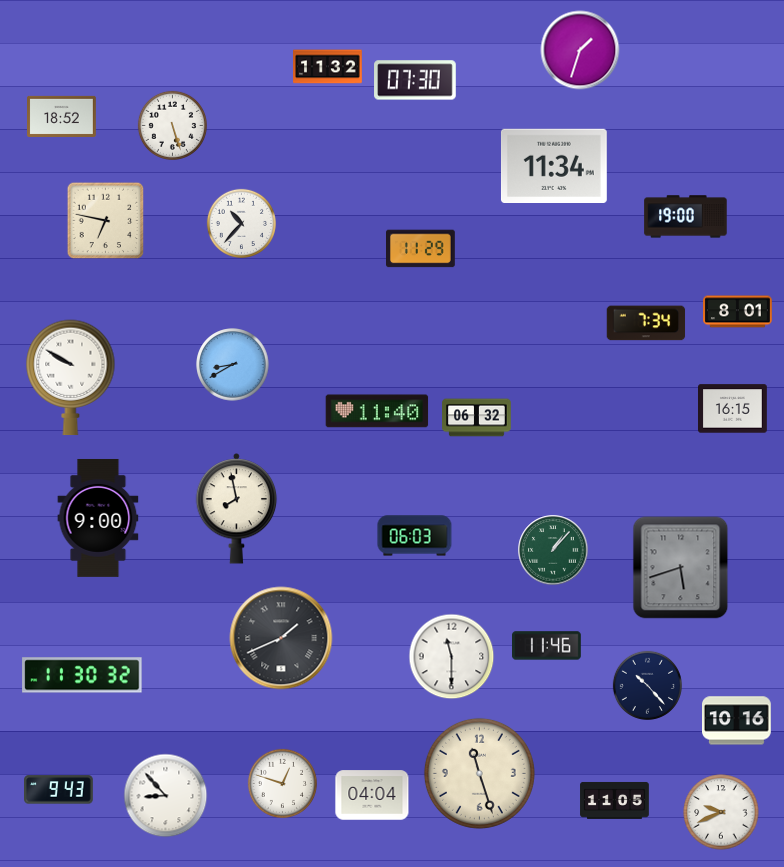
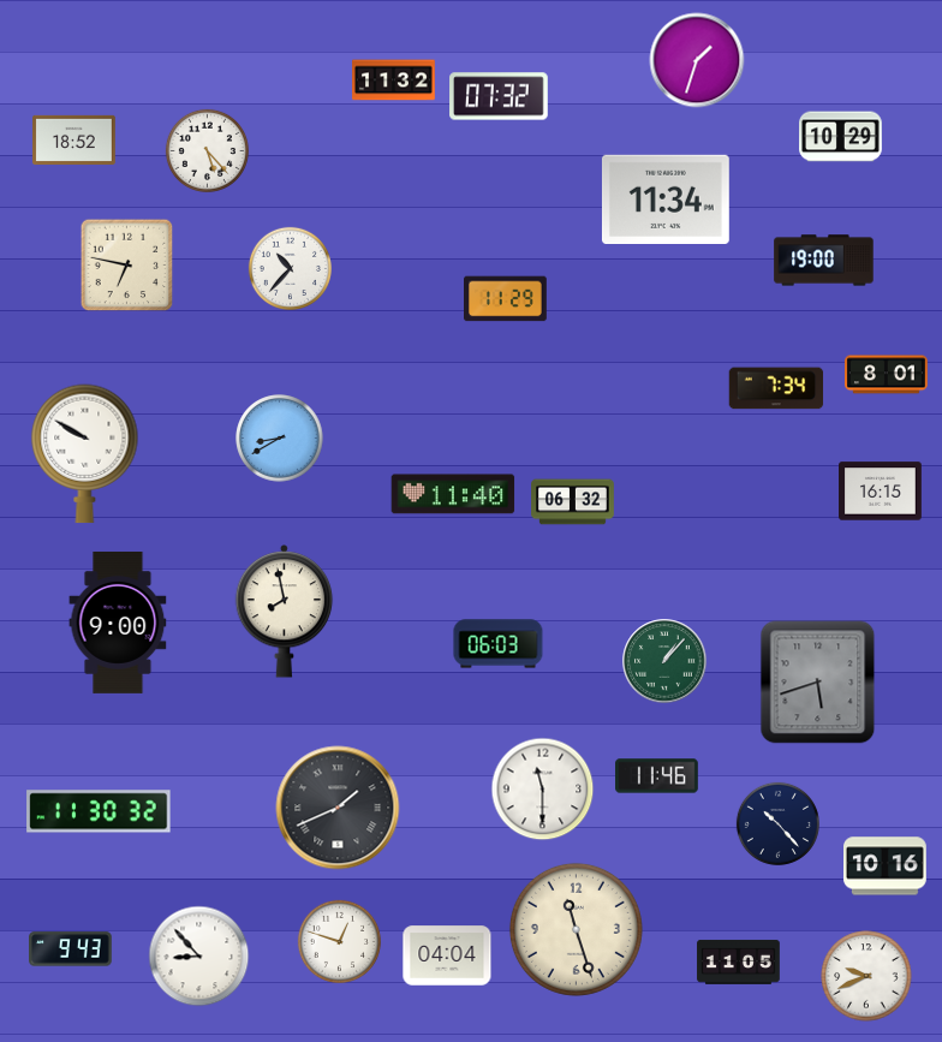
clock at (415, 80): 07:30 -> 07:32
clock at (841, 137): none -> 10:29
clock at (172, 125): 5:27 -> 5:23
clock at (281, 638) position: (281, 638) -> (338, 808)
